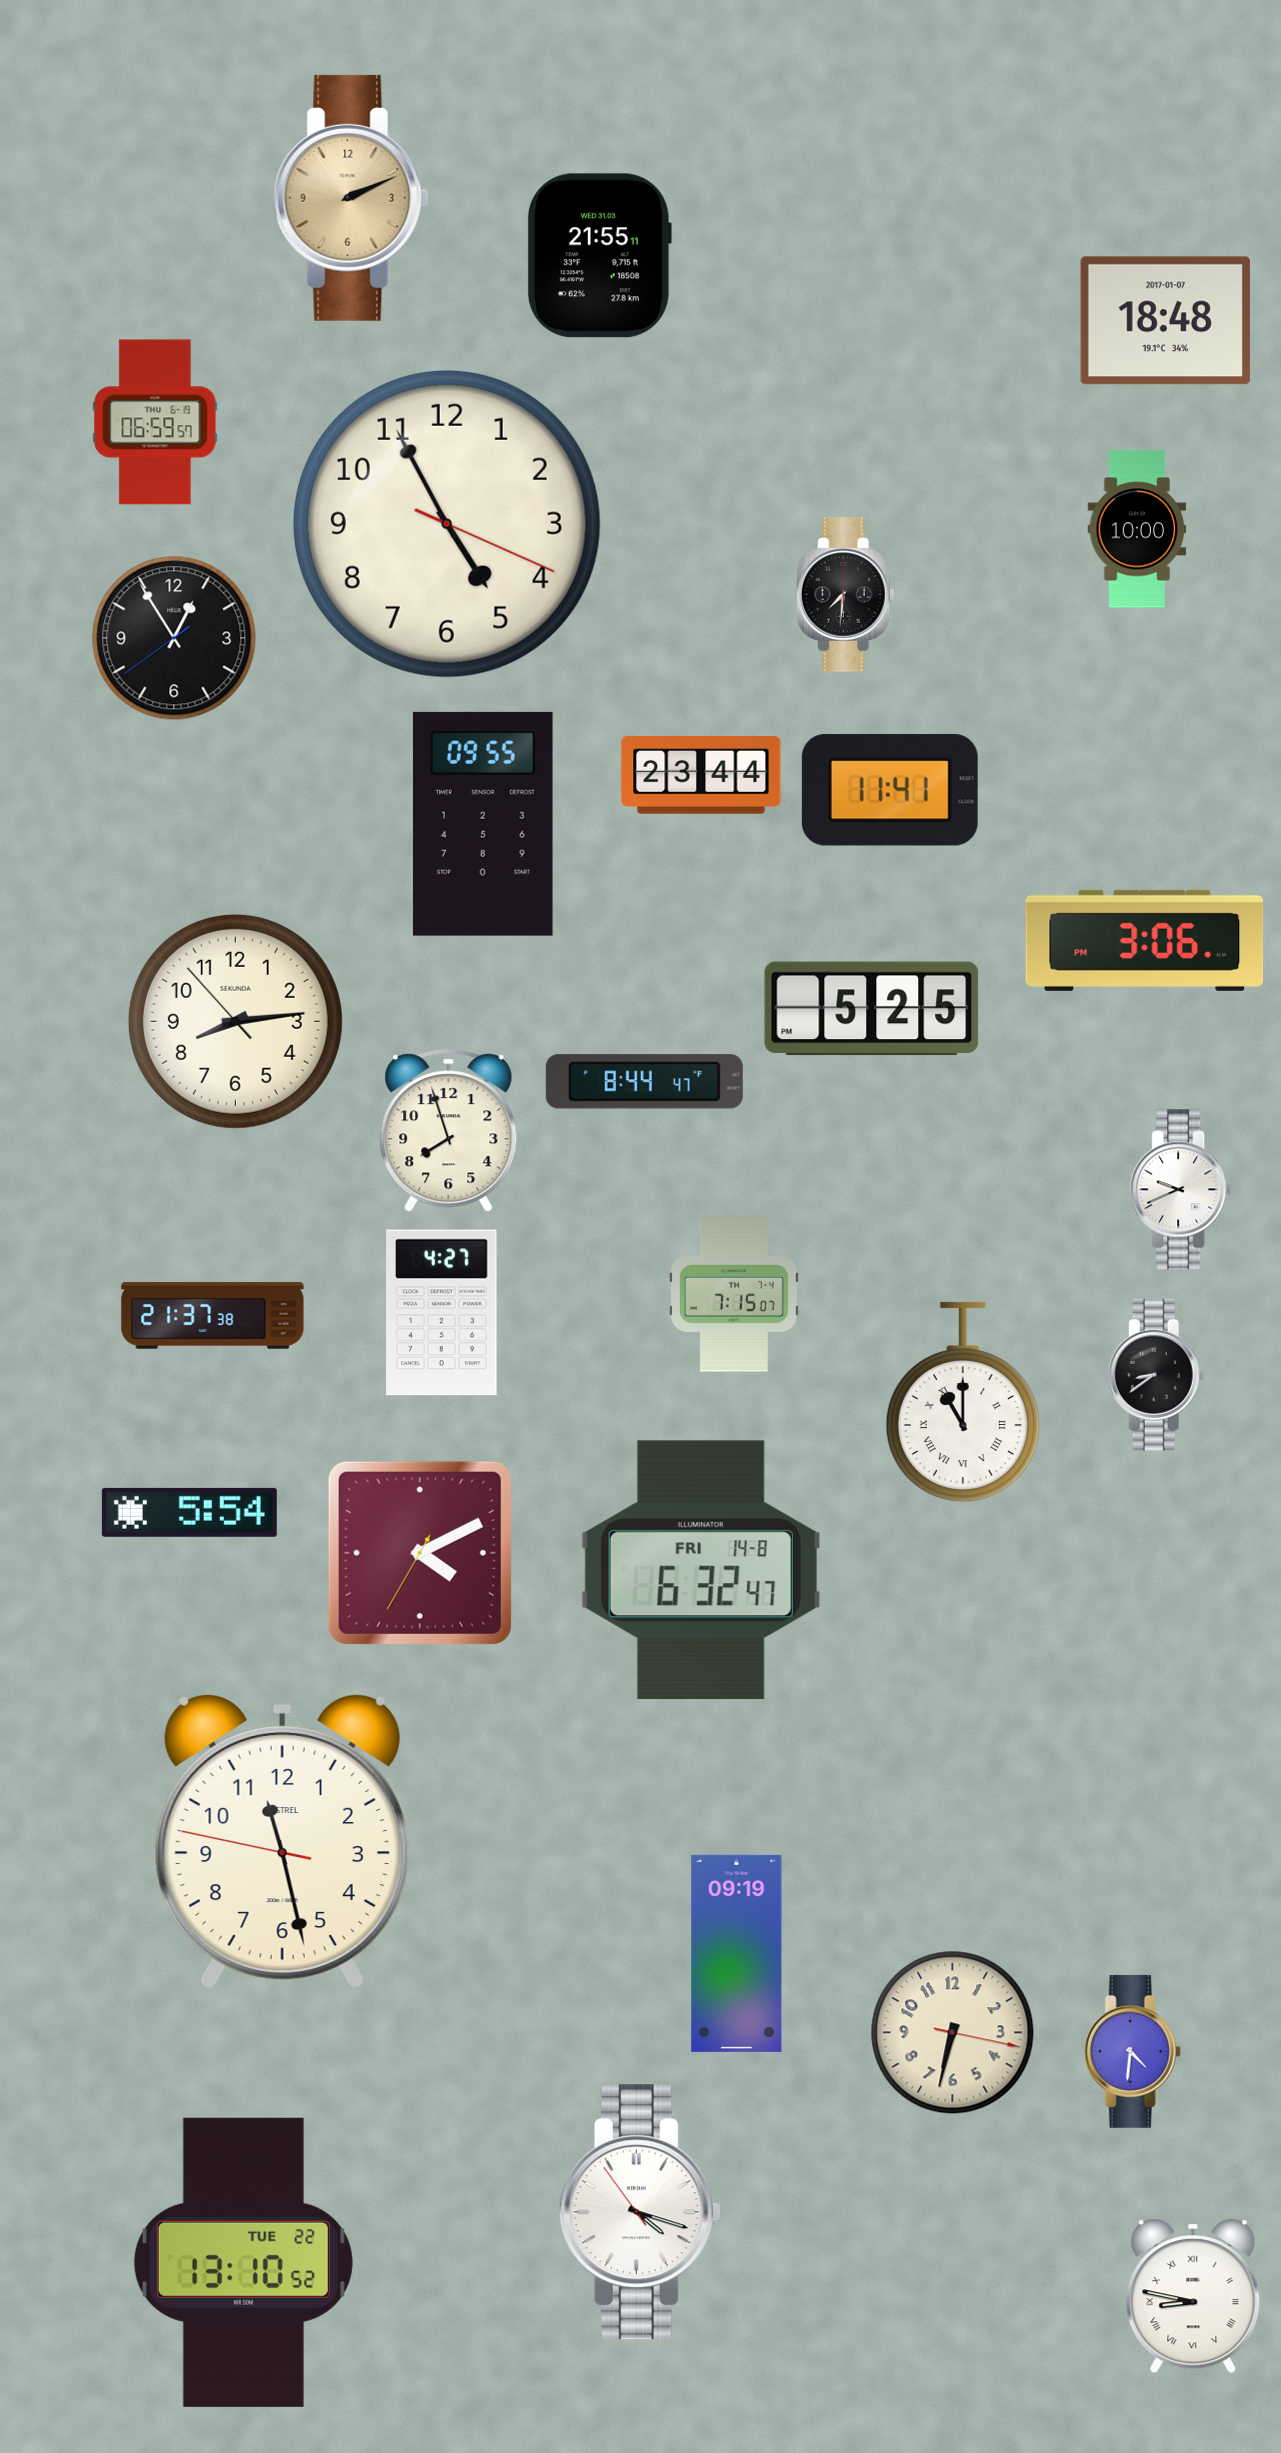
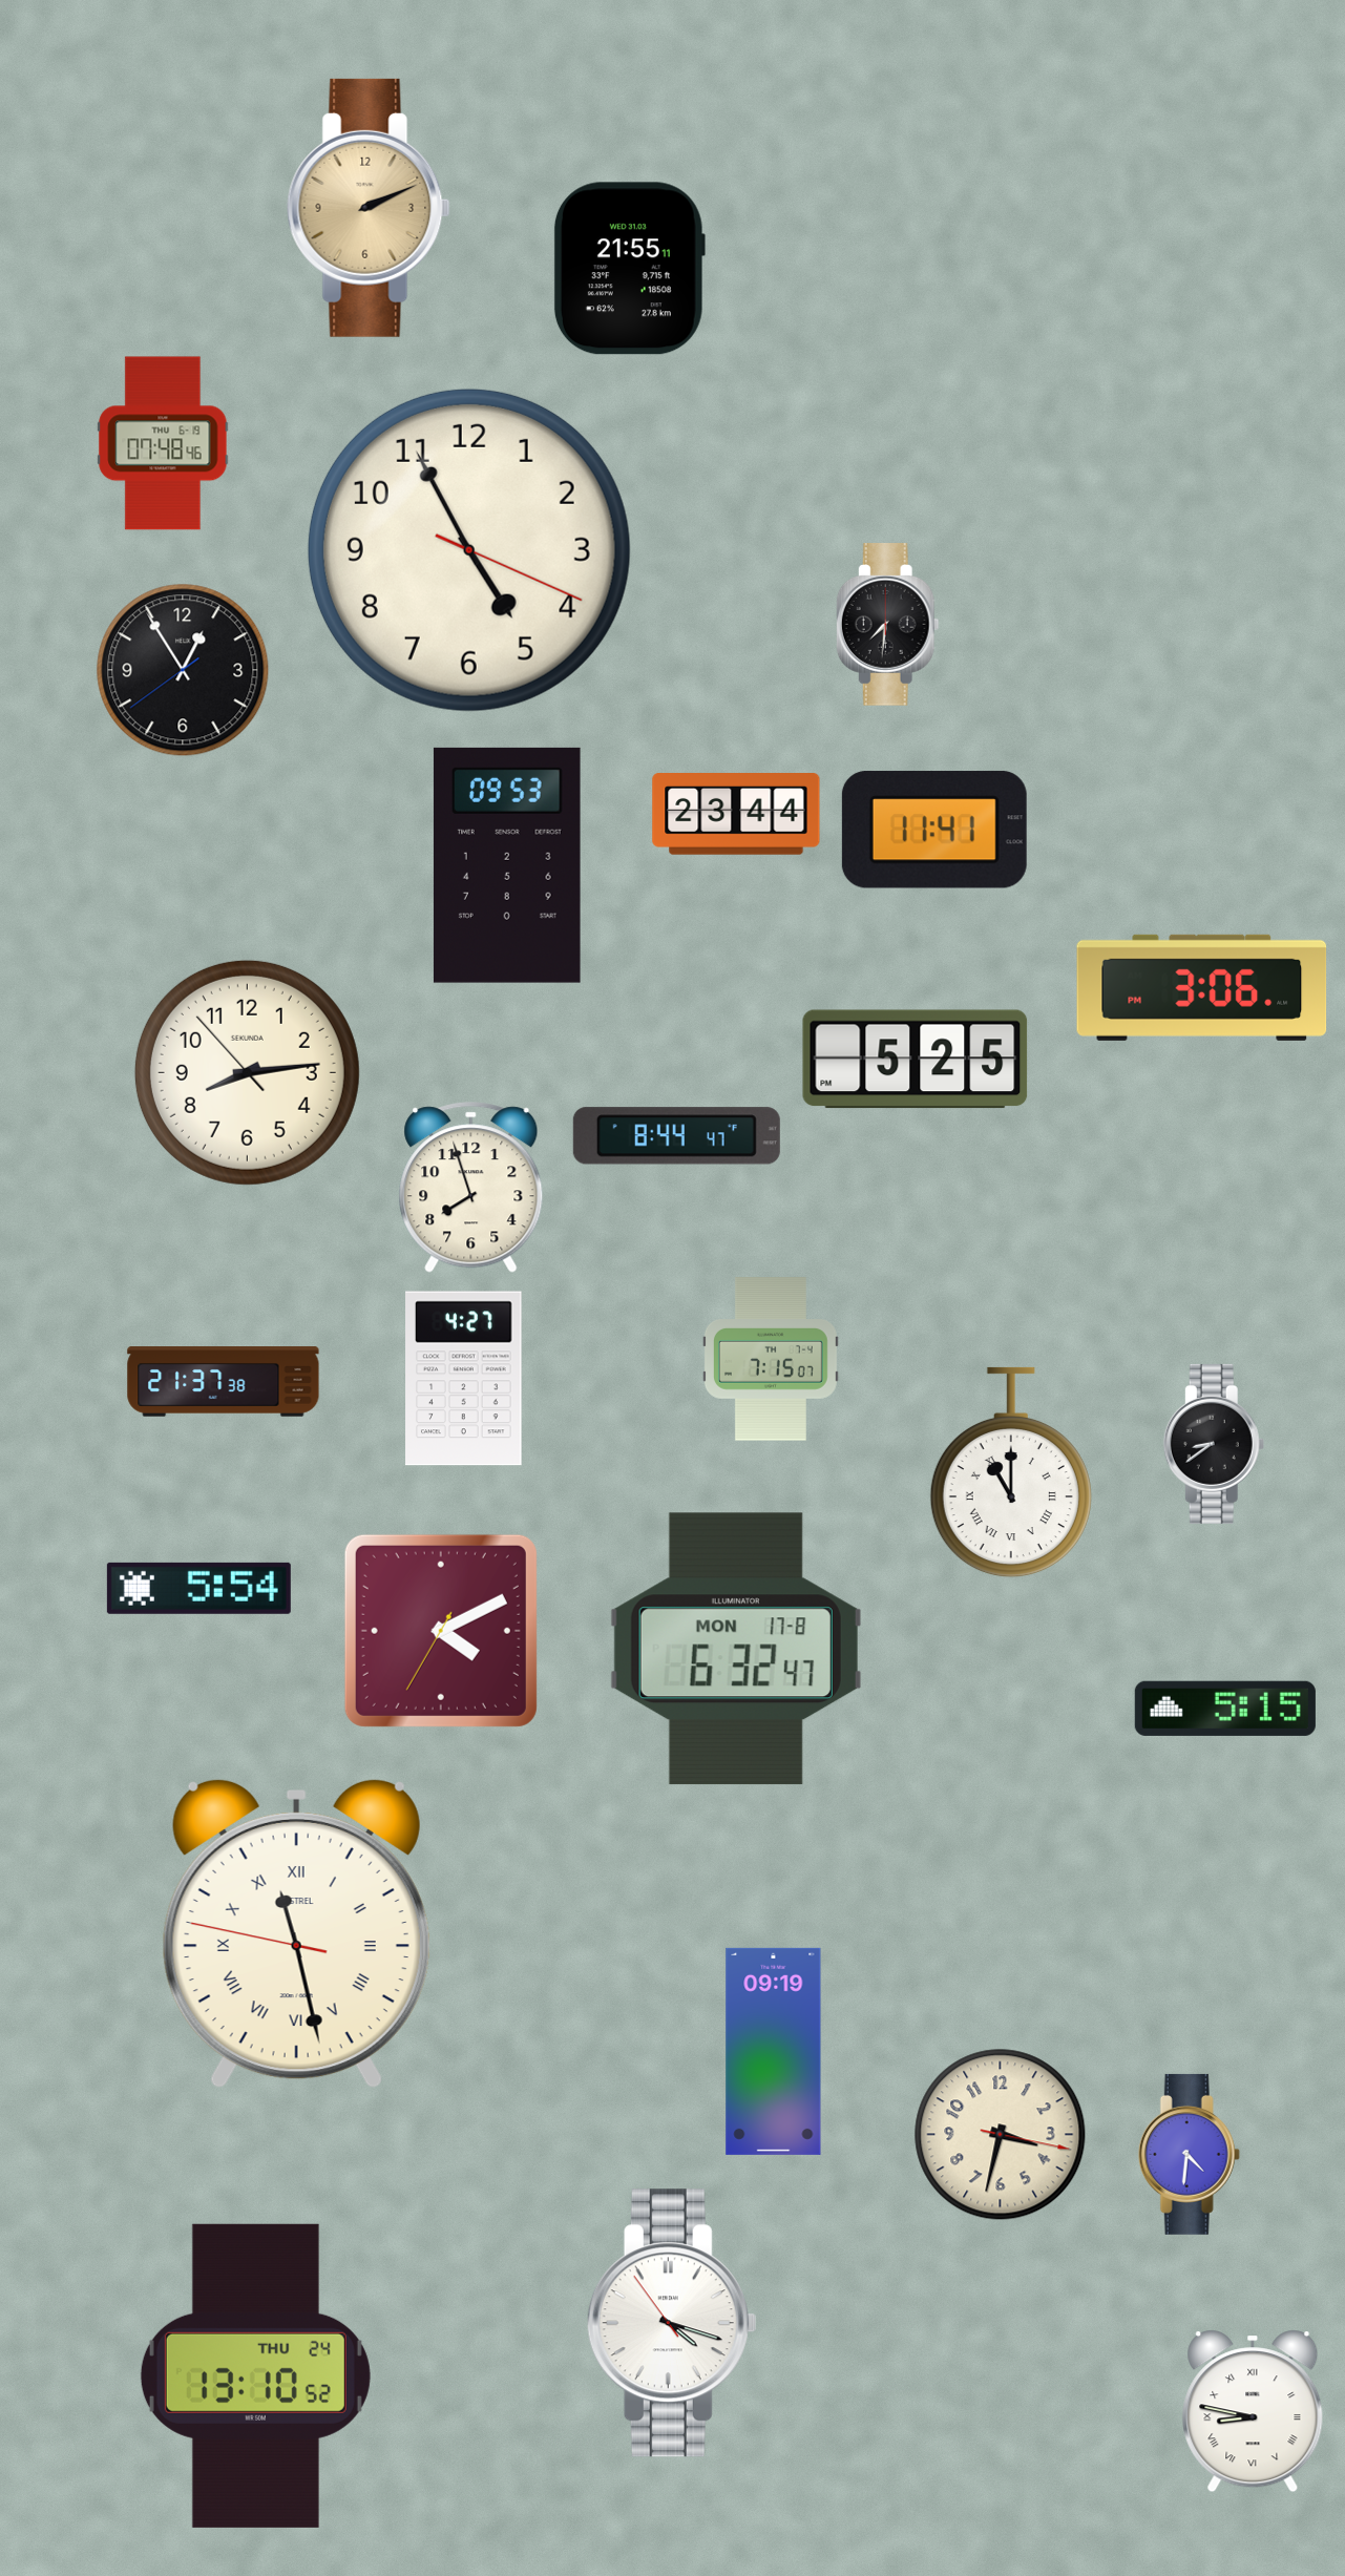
clock at (1165, 321): 18:48 -> none
clock at (155, 422): 06:59 -> 07:48
clock at (1137, 529): 10:00 -> none
clock at (483, 824): 09:55 -> 09:53
clock at (1181, 1190): 9:41 -> none
clock at (701, 1570) date: FRI 14-8 -> MON 17-8
clock at (1225, 1709): none -> 5:15
clock at (282, 1841) numerals: Arabic -> Roman
clock at (953, 2033): 6:32 -> 3:32
clock at (243, 2262) date: TUE 22 -> THU 24
